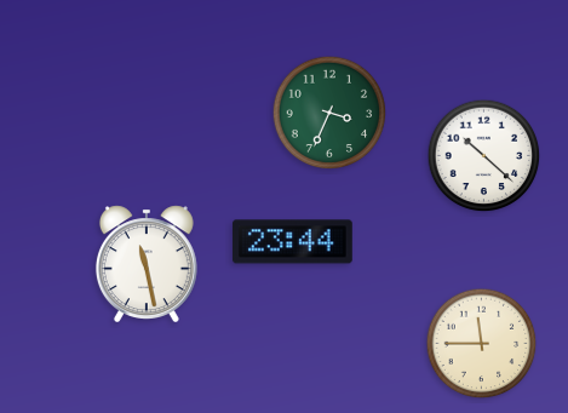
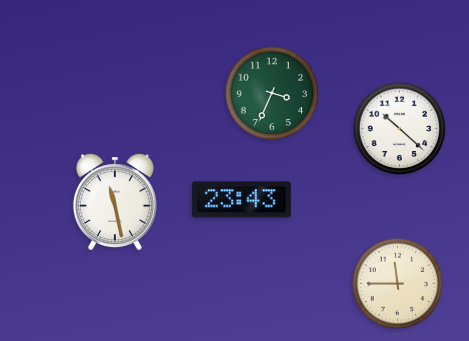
clock at (292, 242): 23:44 -> 23:43
clock at (147, 263) position: (147, 263) -> (115, 201)
